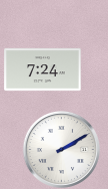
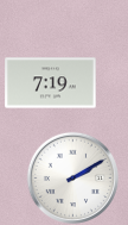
clock at (43, 70): 7:24 -> 7:19
